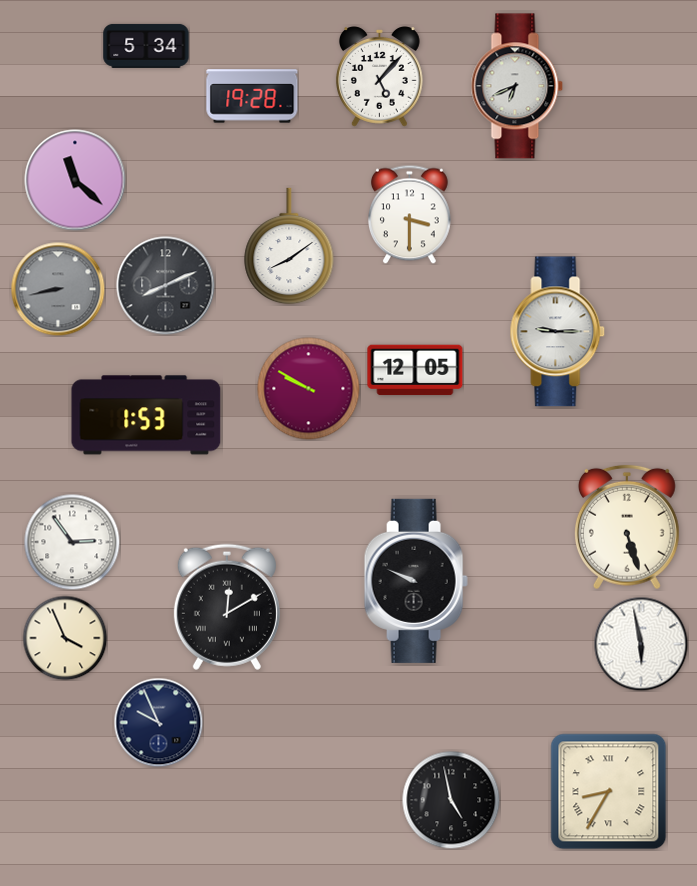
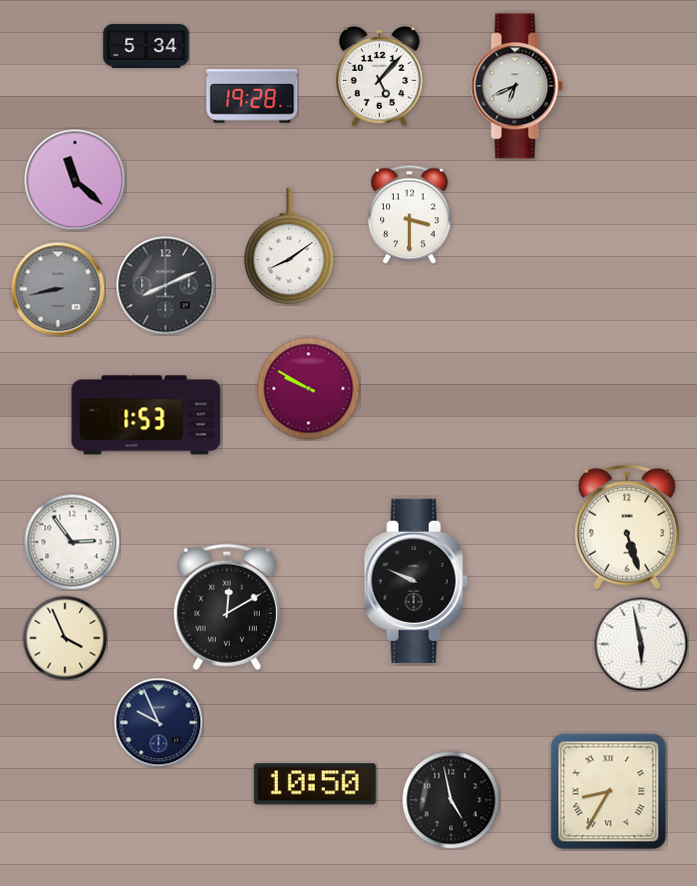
clock at (558, 332): 9:15 -> none
clock at (415, 370): 12:05 -> none
clock at (315, 784): none -> 10:50
